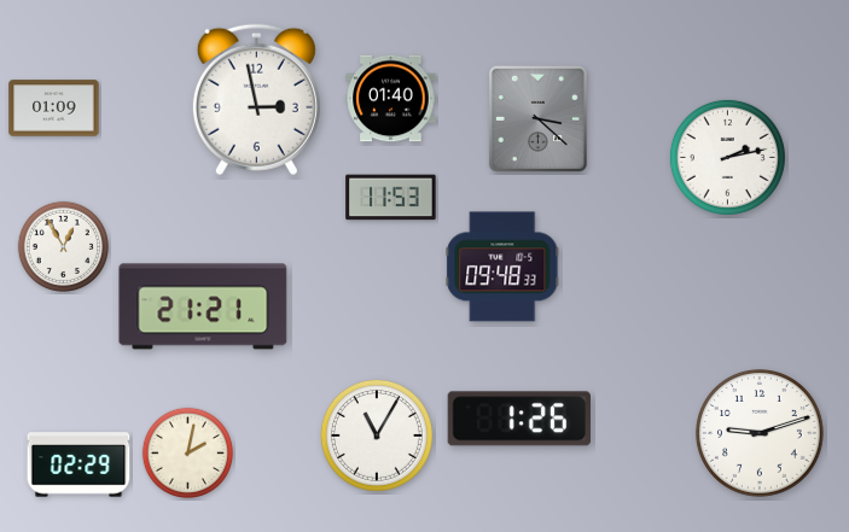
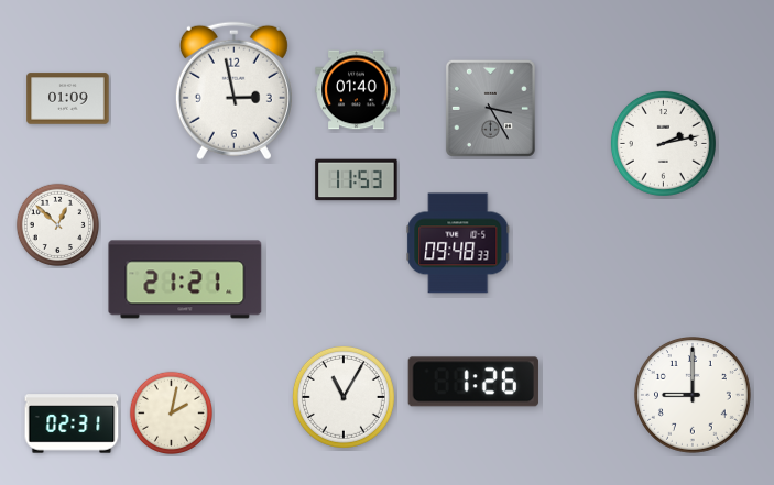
clock at (54, 109) position: (54, 109) -> (68, 99)
clock at (537, 118): 3:22 -> 3:25
clock at (63, 246): 12:55 -> 12:52
clock at (761, 434): 9:12 -> 9:00
clock at (78, 464): 02:29 -> 02:31
